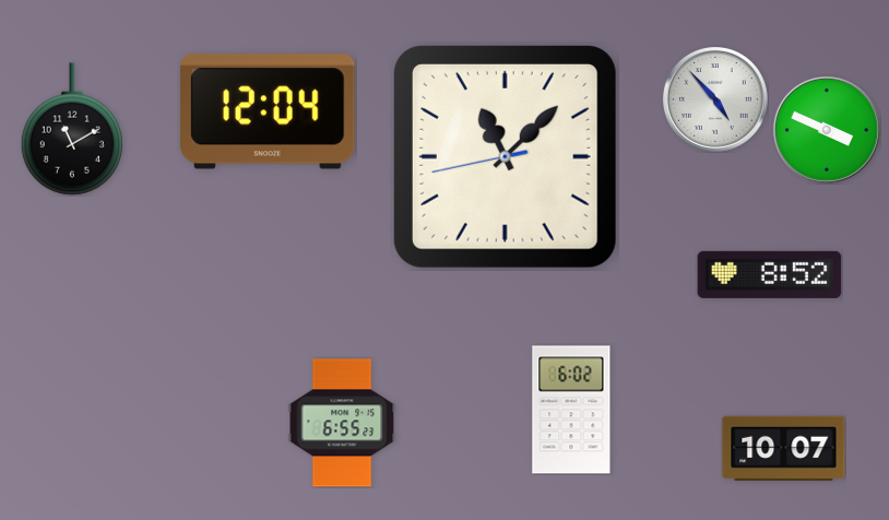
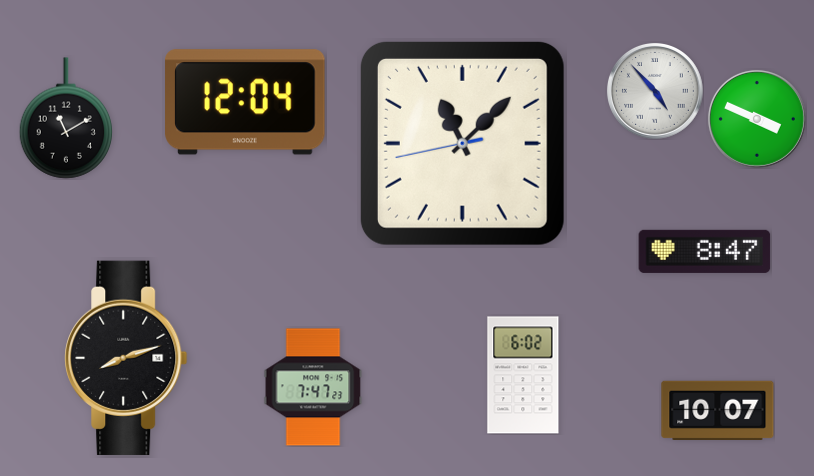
clock at (770, 274): 8:52 -> 8:47
clock at (126, 358): none -> 8:12
clock at (342, 423): 6:55 -> 7:47
